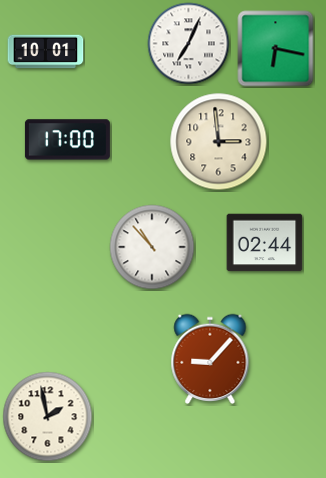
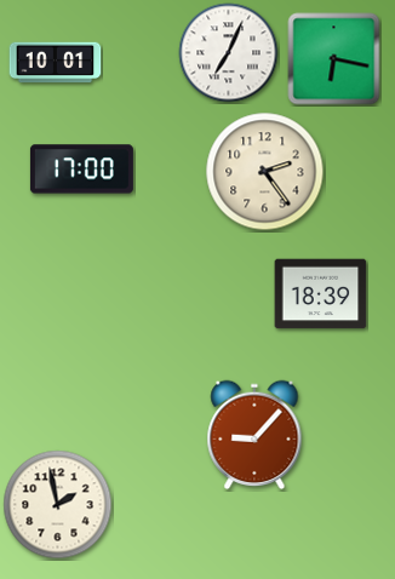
clock at (219, 142): 2:59 -> 2:24
clock at (265, 243): 02:44 -> 18:39
clock at (152, 247): 10:53 -> none
